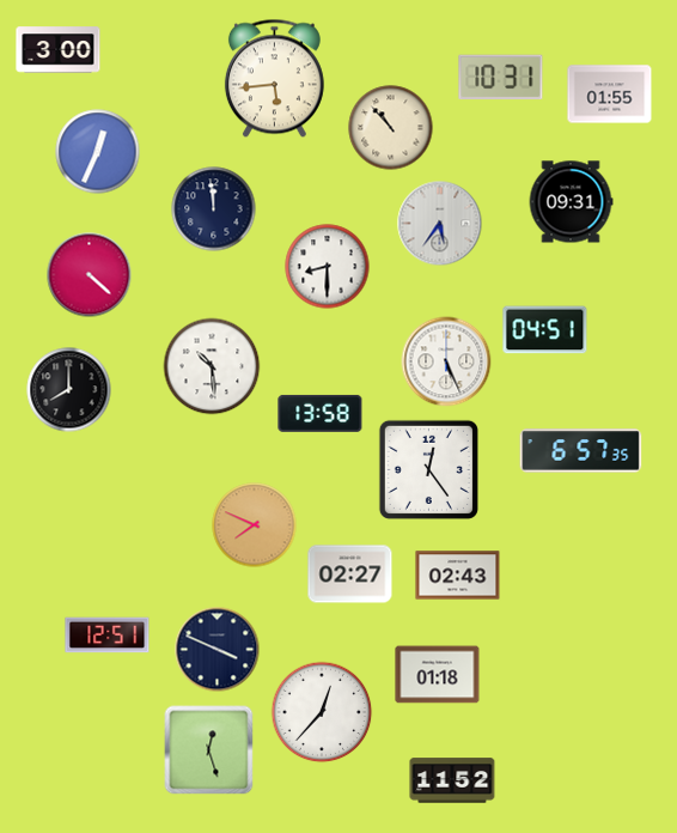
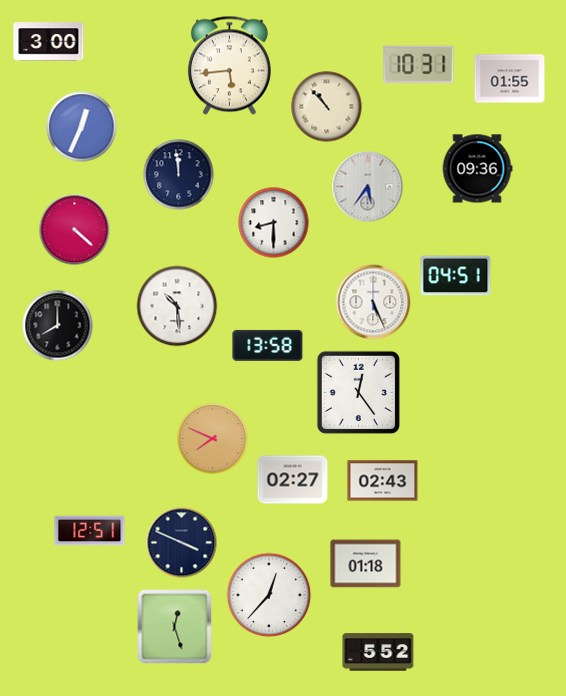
clock at (571, 202): 09:31 -> 09:36
clock at (581, 451): 6:57 -> none
clock at (452, 780): 11:52 -> 5:52
